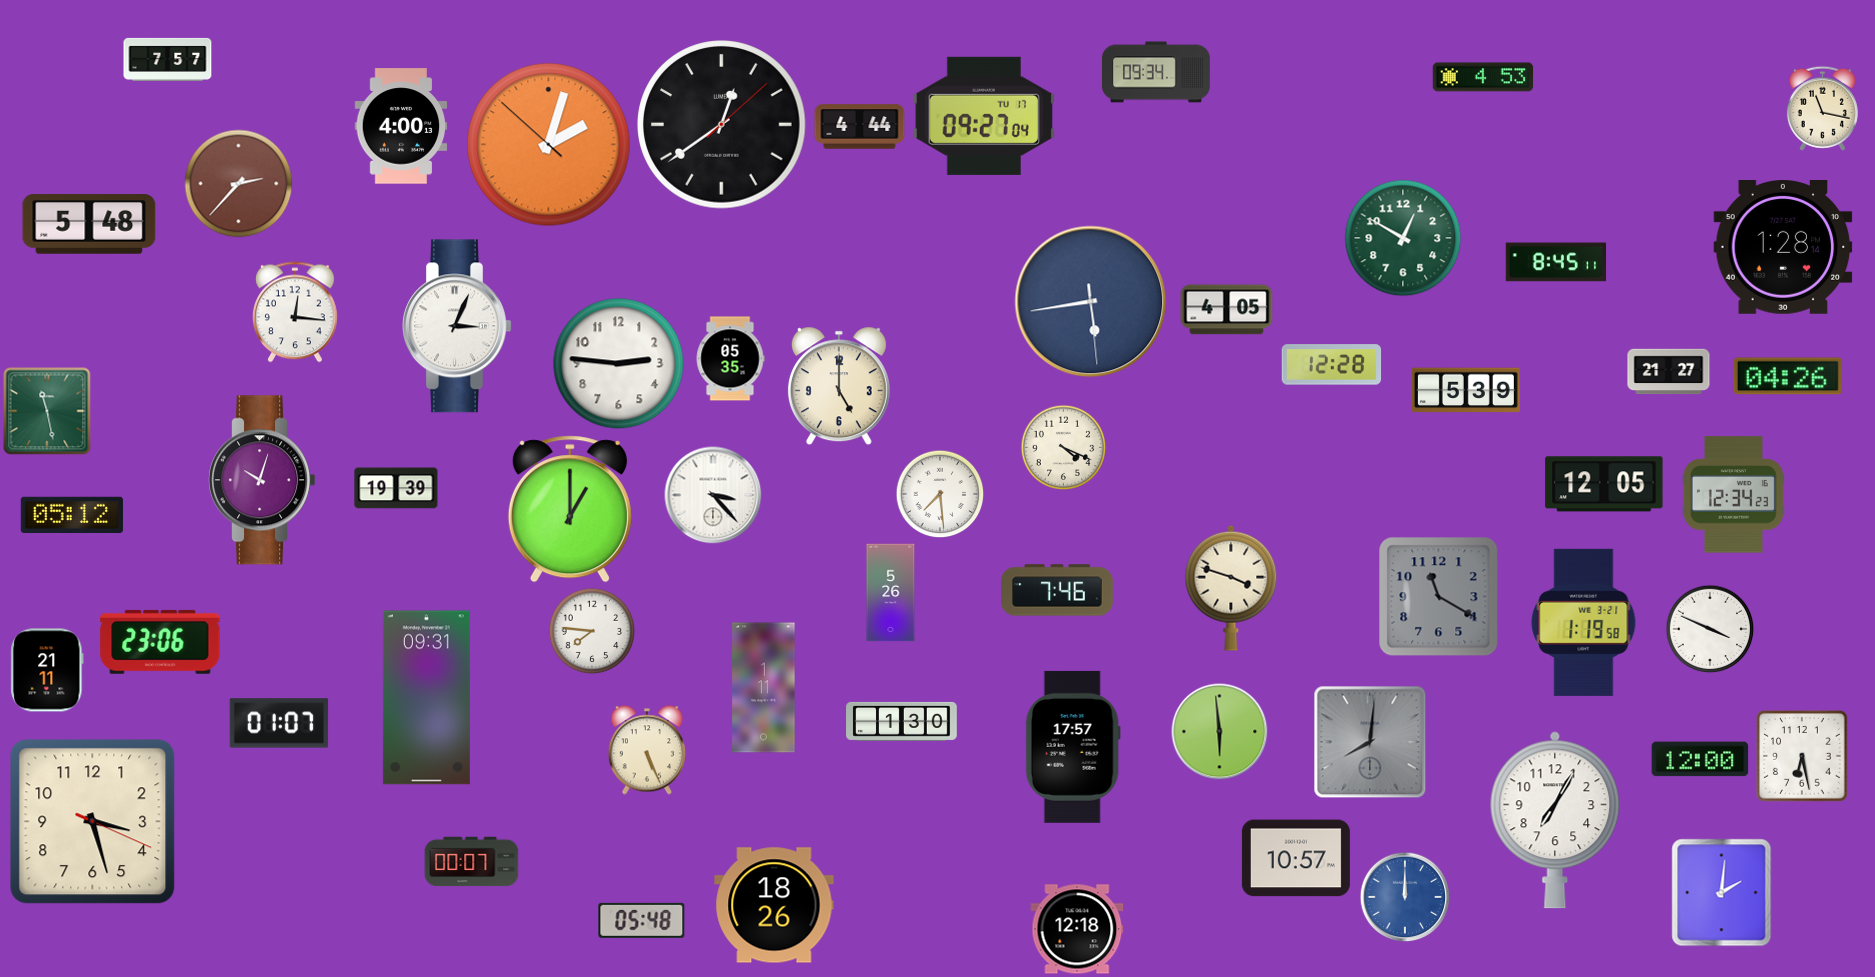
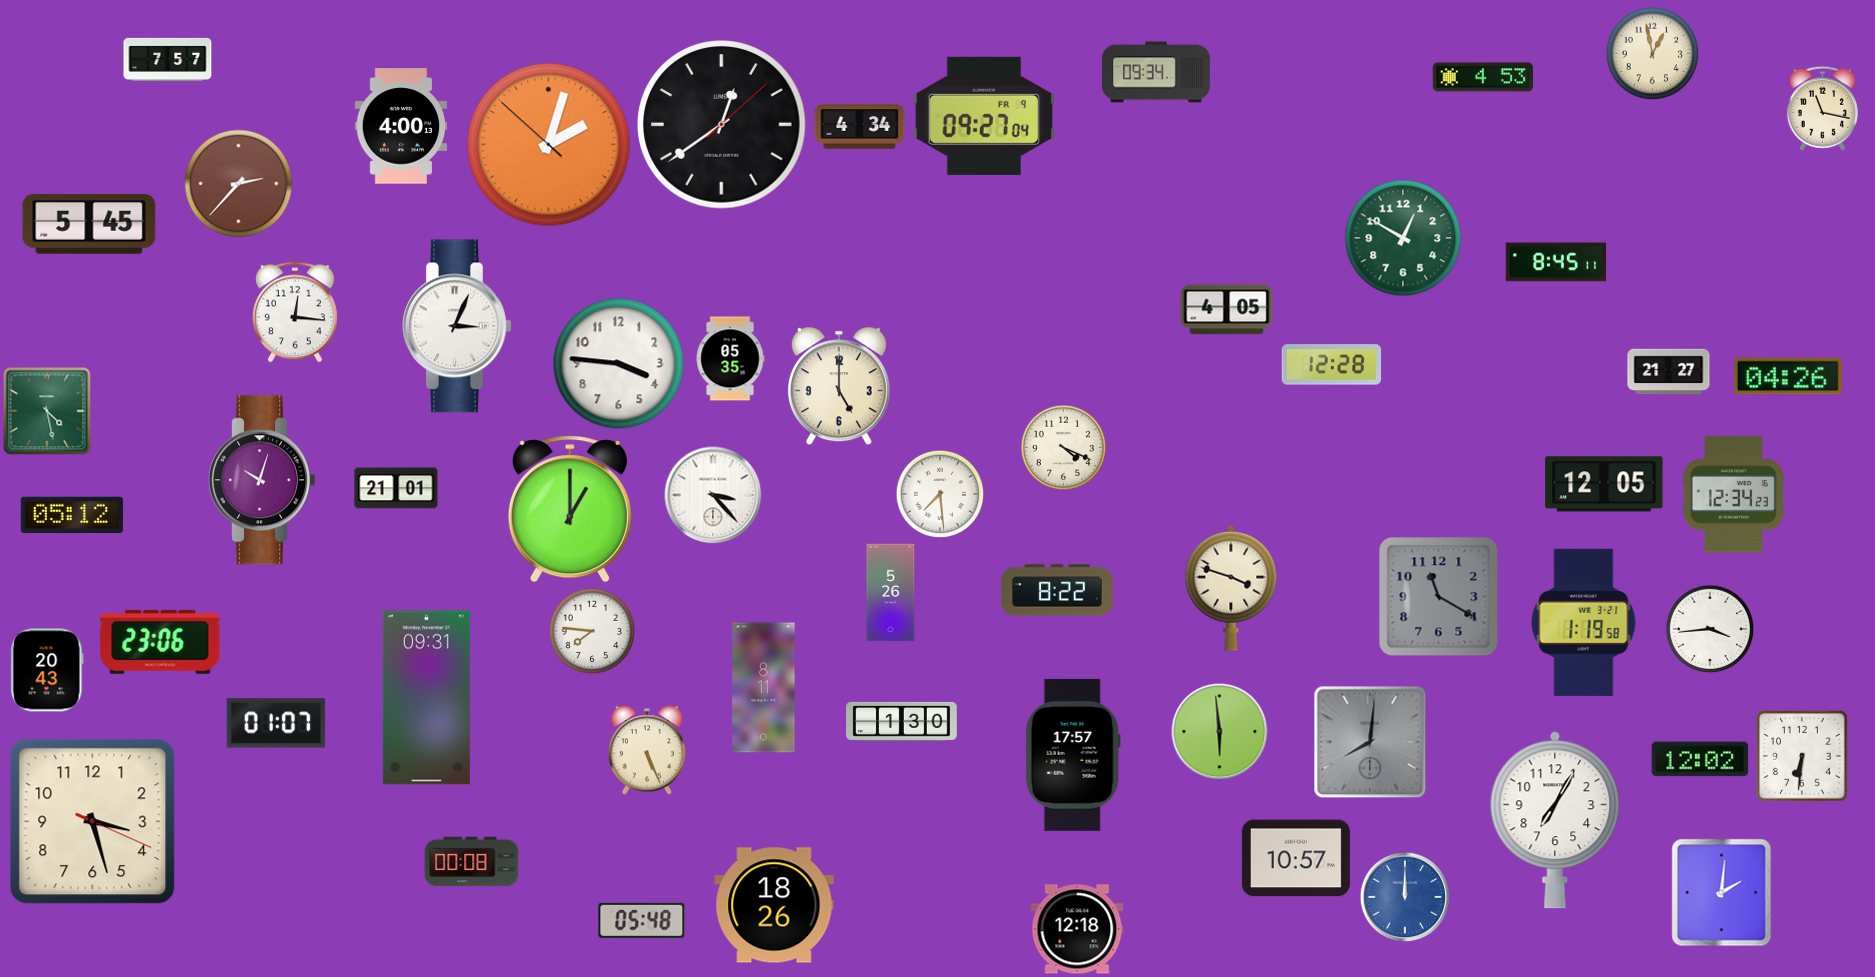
clock at (1652, 53): none -> 12:58
clock at (984, 116) date: TU 17 -> FR 9
clock at (860, 127): 4:44 -> 4:34
clock at (89, 224): 5:48 -> 5:45
clock at (1783, 248): 1:28 -> none
clock at (1091, 302): 5:43 -> none
clock at (619, 364): 2:46 -> 3:46
clock at (1466, 390): 5:39 -> none
clock at (47, 411): 11:28 -> 4:28
clock at (396, 488): 19:39 -> 21:01
clock at (1057, 590): 7:46 -> 8:22
clock at (1710, 629): 3:49 -> 3:44
clock at (47, 670): 21:11 -> 20:43
clock at (764, 688): 1:11 -> 8:11
clock at (279, 723) position: (279, 723) -> (276, 723)
clock at (1073, 747) position: (1073, 747) -> (1073, 755)
clock at (1802, 756): 6:28 -> 6:31
clock at (1700, 759): 12:00 -> 12:02
clock at (472, 862): 00:07 -> 00:08
